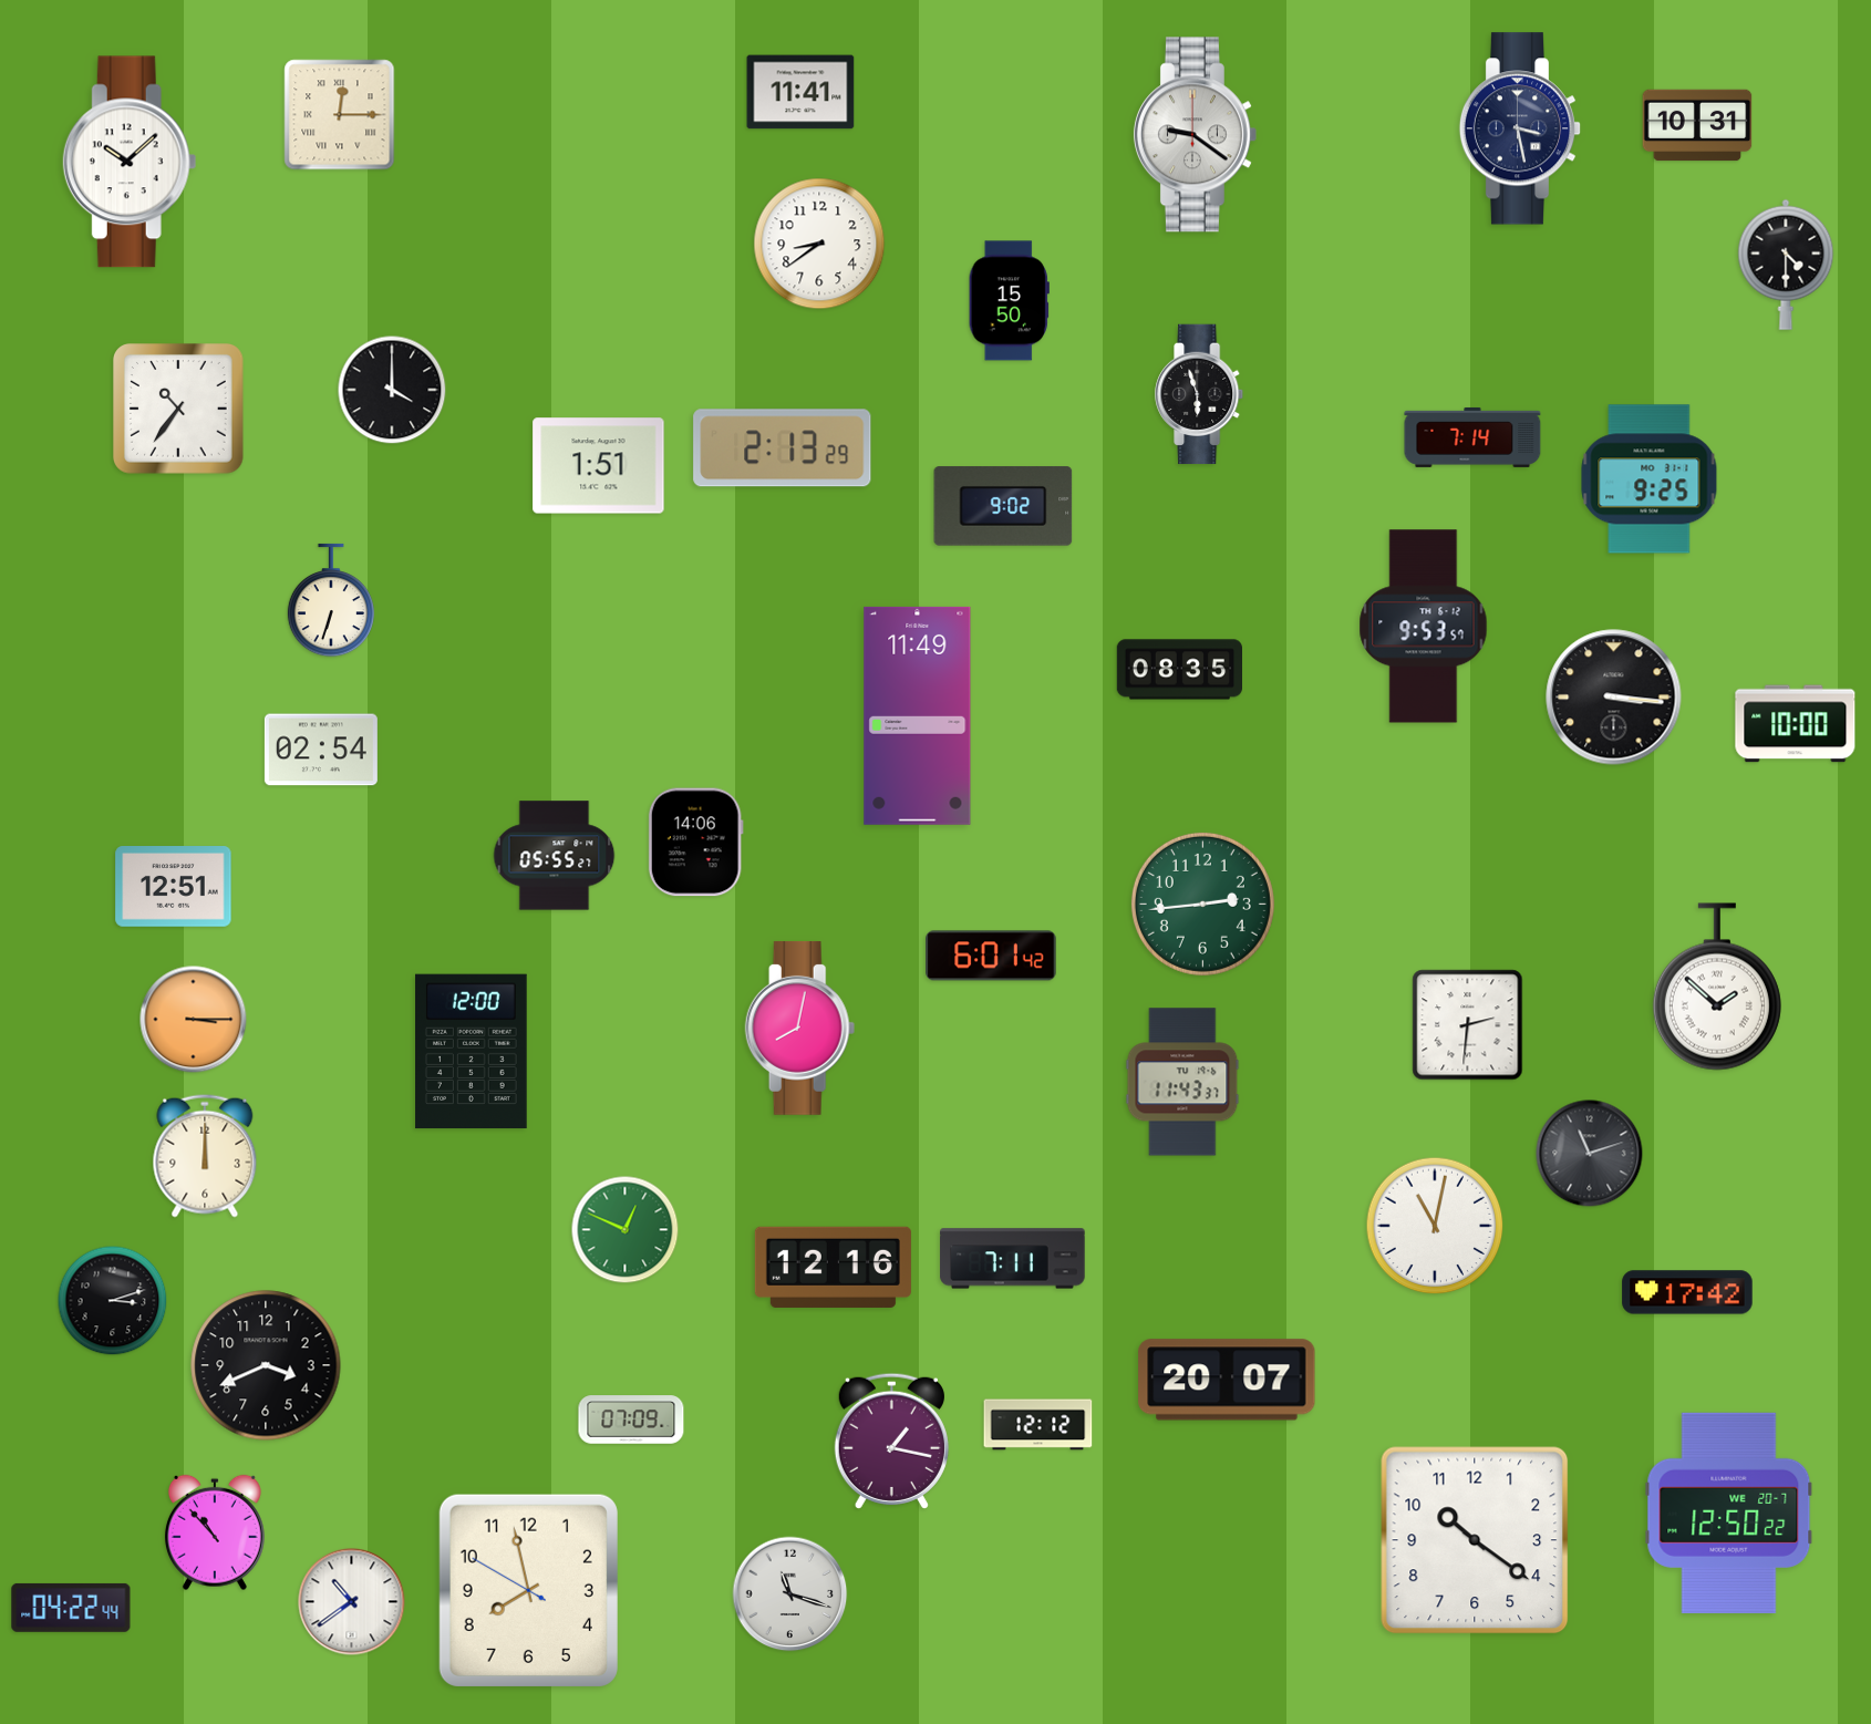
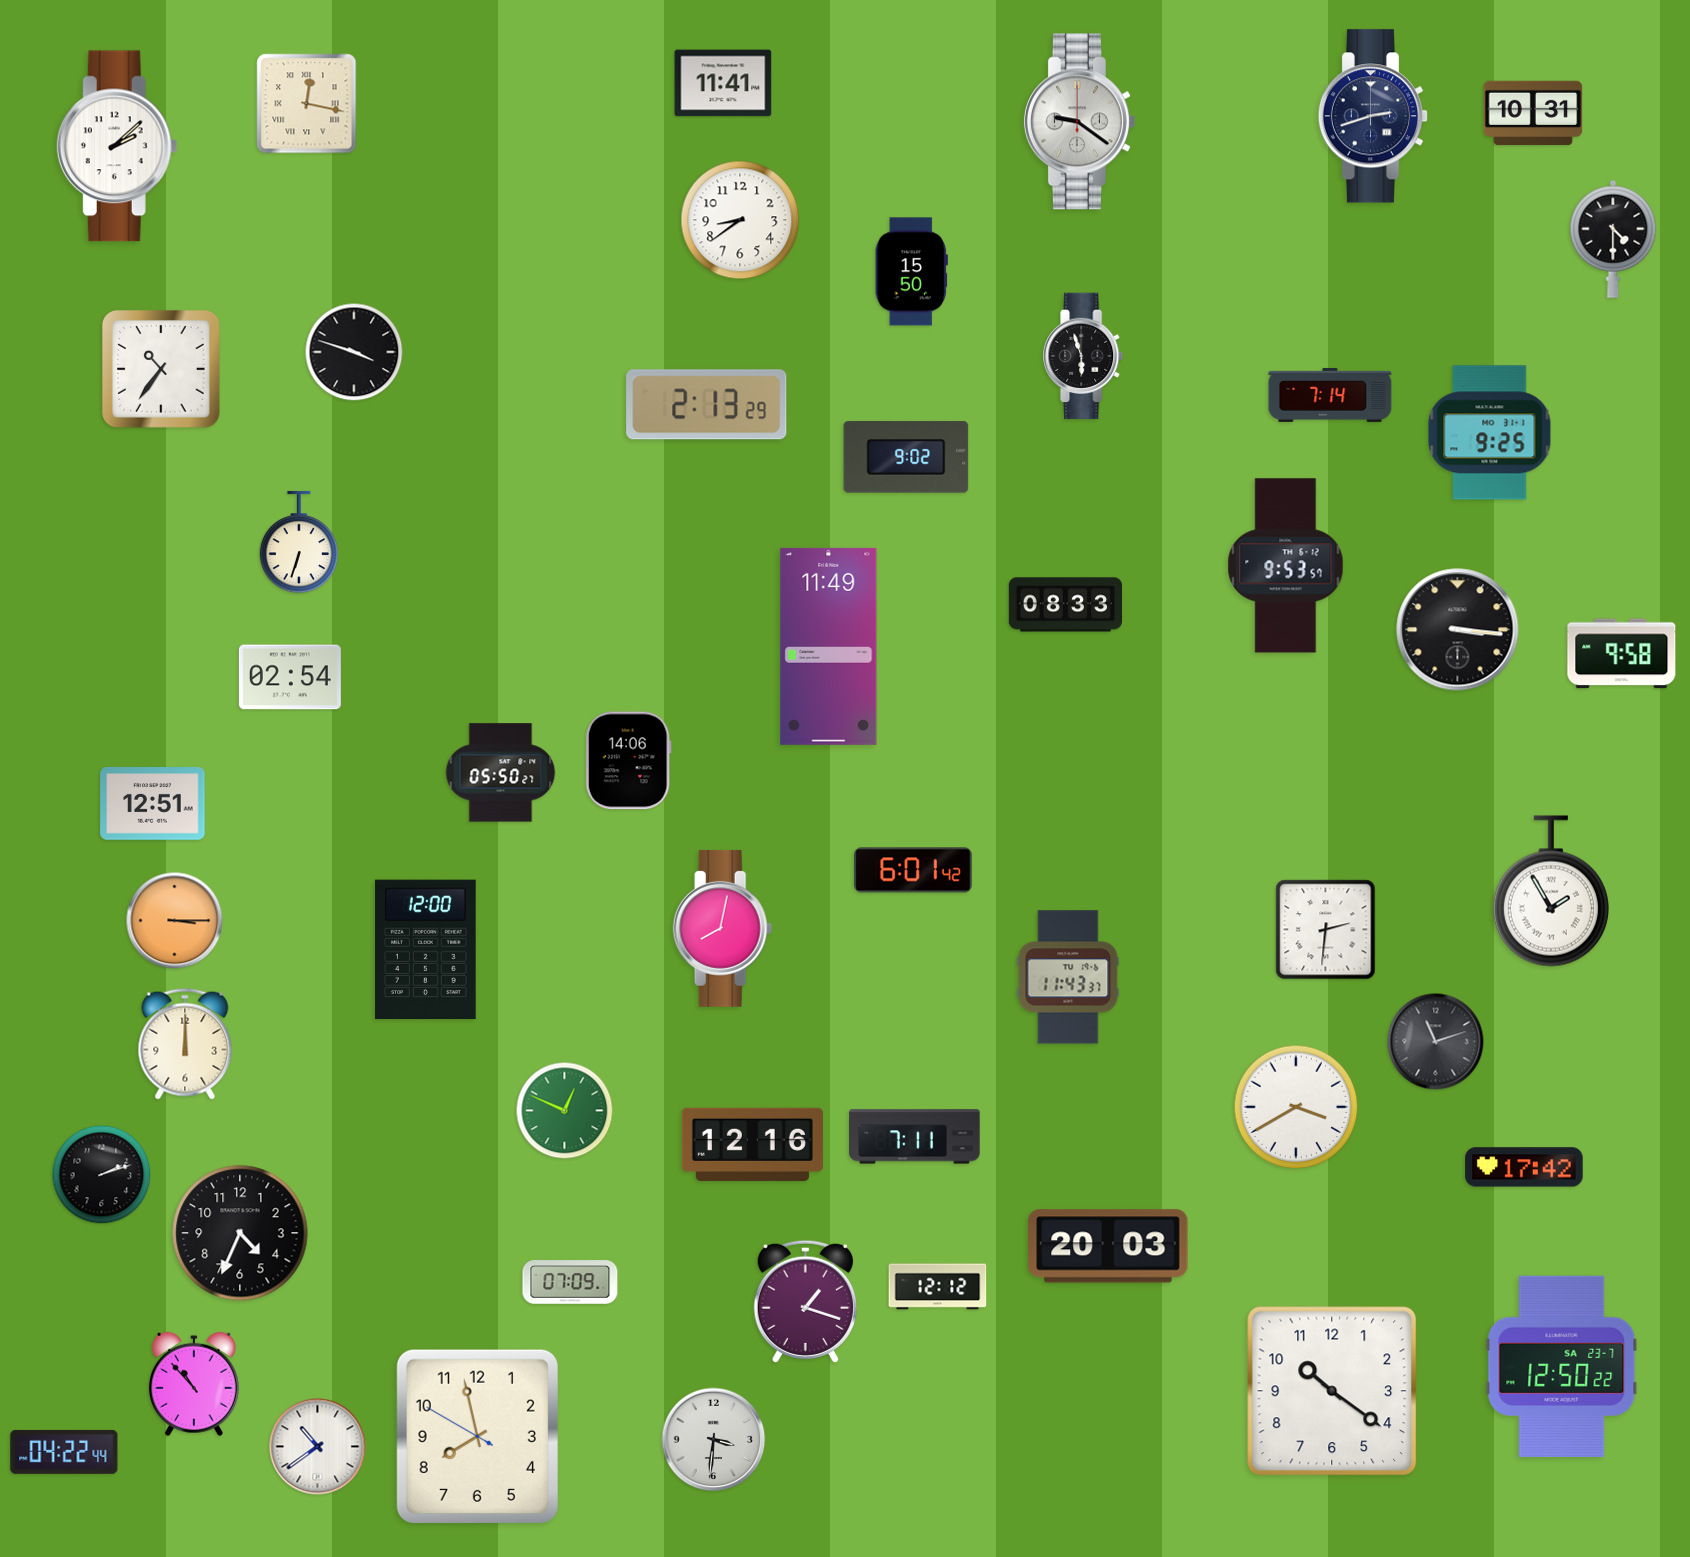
clock at (340, 115): 12:15 -> 12:17
clock at (1520, 128): 3:28 -> 2:42
clock at (130, 162): 10:08 -> 2:08
clock at (392, 390): 4:00 -> 3:48
clock at (599, 466): 1:51 -> none
clock at (1180, 670): 08:35 -> 08:33
clock at (1796, 724): 10:00 -> 9:58
clock at (555, 856): 05:55 -> 05:50
clock at (174, 887) position: (174, 887) -> (153, 804)
clock at (1202, 904): 2:44 -> none
clock at (991, 956) position: (991, 956) -> (913, 870)
clock at (1717, 987): 1:52 -> 1:55
clock at (1468, 1025) position: (1468, 1025) -> (1326, 930)
clock at (1435, 1226): 11:02 -> 3:40
clock at (113, 1301): 3:12 -> 2:12
clock at (266, 1365): 3:41 -> 4:34
clock at (1227, 1380): 20:07 -> 20:03
clock at (891, 1441): 1:17 -> 1:18
clock at (1729, 1513) date: WE 20-7 -> SA 23-7
clock at (790, 1594): 11:18 -> 3:31
